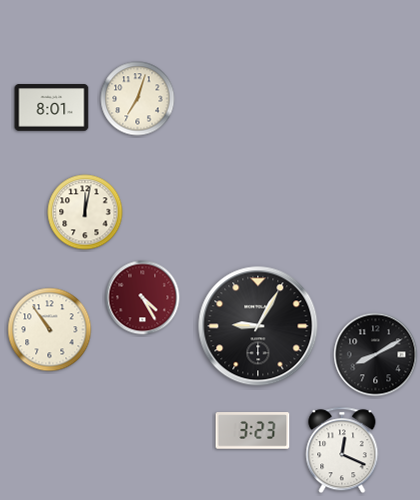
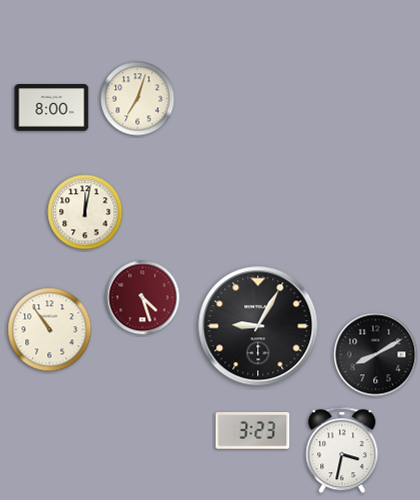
clock at (52, 108): 8:01 -> 8:00
clock at (143, 298): 4:25 -> 4:27
clock at (342, 450): 12:19 -> 3:32
